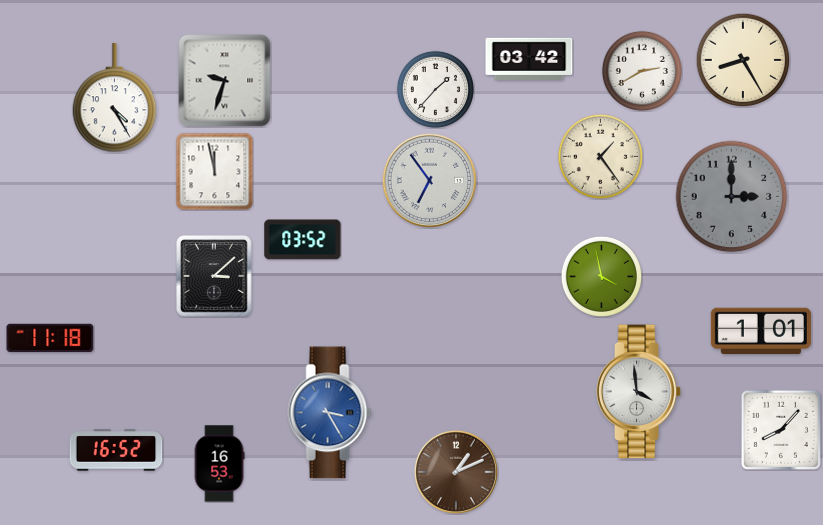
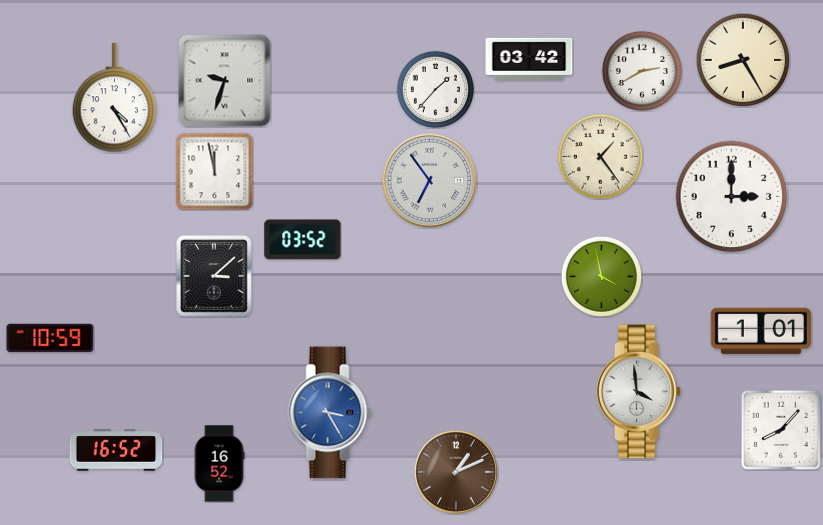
clock at (732, 197) dial: grey -> white
clock at (50, 338): 11:18 -> 10:59
clock at (219, 464): 16:53 -> 16:52
